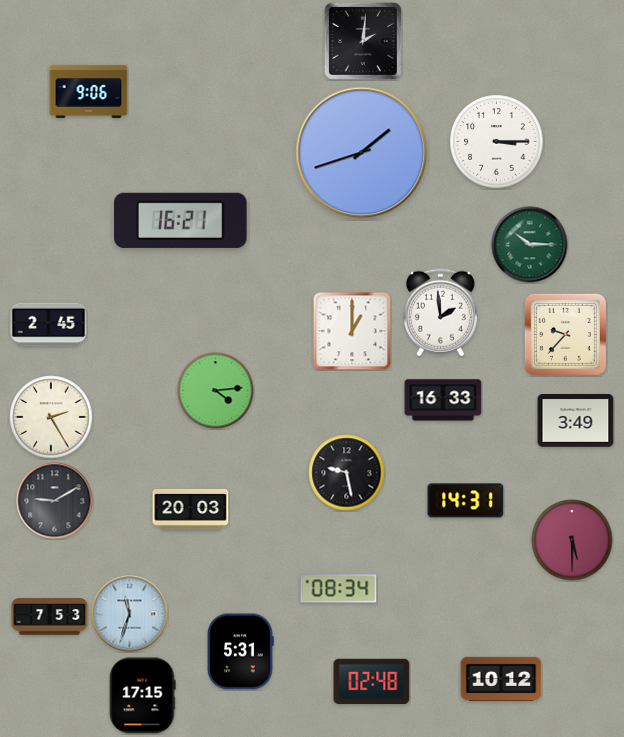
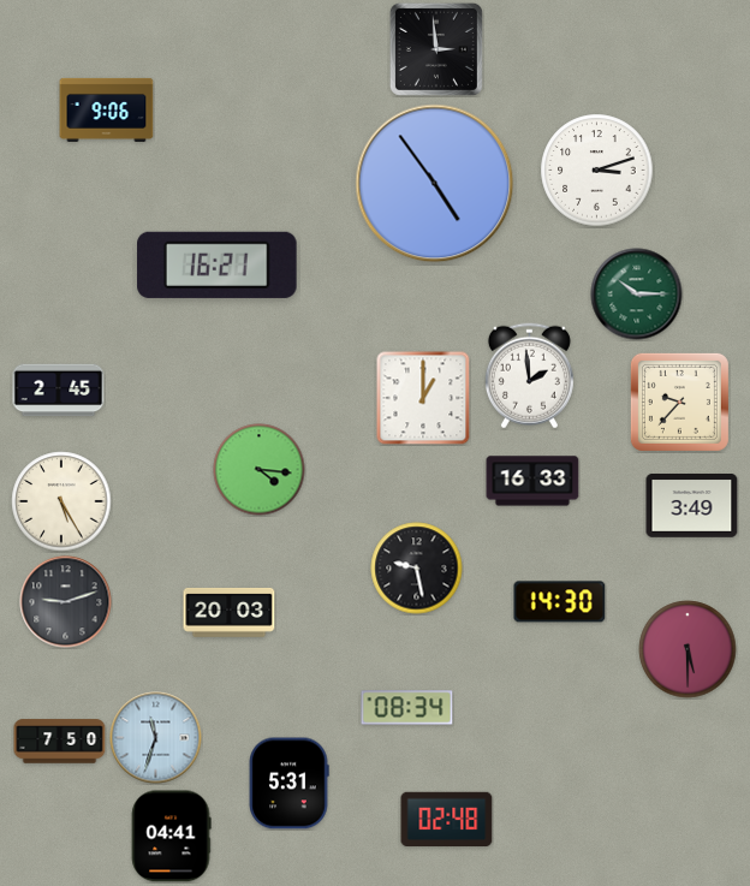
clock at (363, 41): 2:01 -> 2:59
clock at (497, 142): 3:15 -> 3:12
clock at (362, 153): 1:42 -> 4:54
clock at (216, 391): 4:14 -> 4:16
clock at (51, 417): 2:25 -> 5:25
clock at (55, 501): 9:10 -> 9:12
clock at (466, 501): 14:31 -> 14:30
clock at (50, 617): 7:53 -> 7:50
clock at (501, 678): 10:12 -> none
clock at (142, 696): 17:15 -> 04:41
